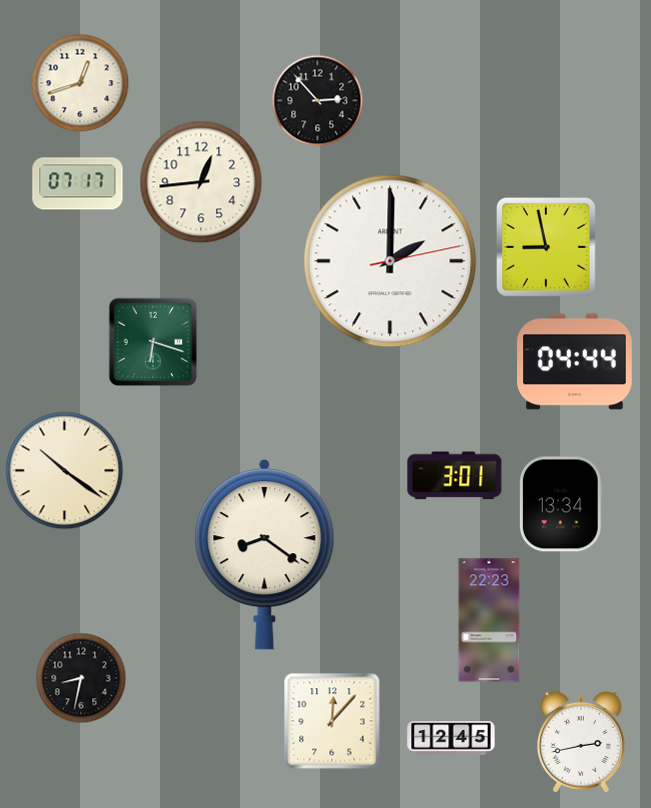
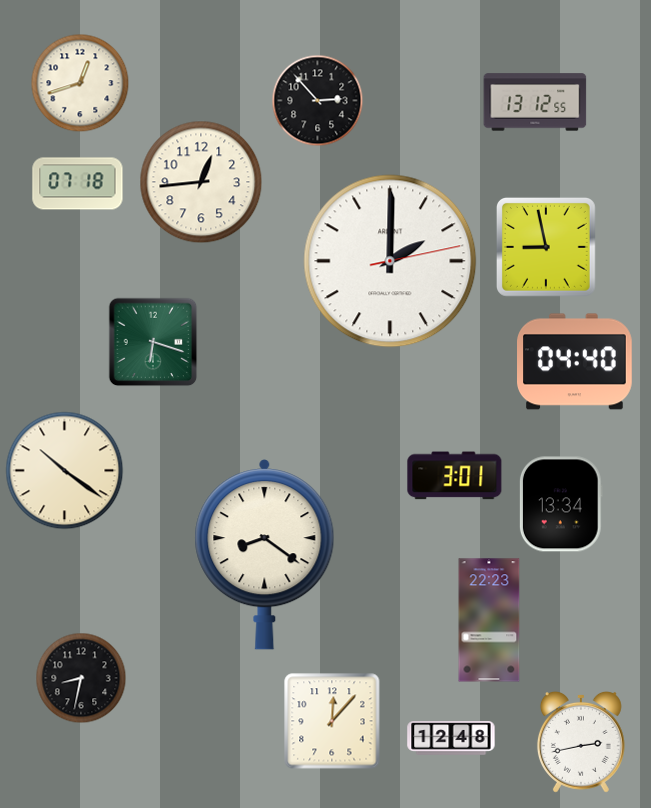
clock at (535, 102): none -> 13:12
clock at (78, 184): 07:17 -> 07:18
clock at (575, 362): 04:44 -> 04:40
clock at (451, 739): 12:45 -> 12:48
